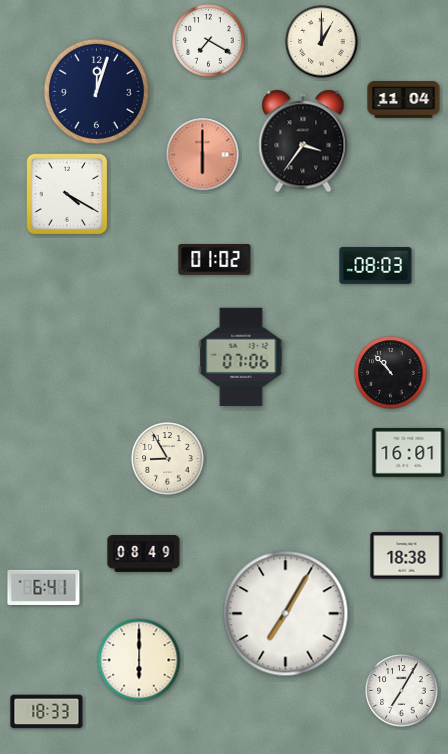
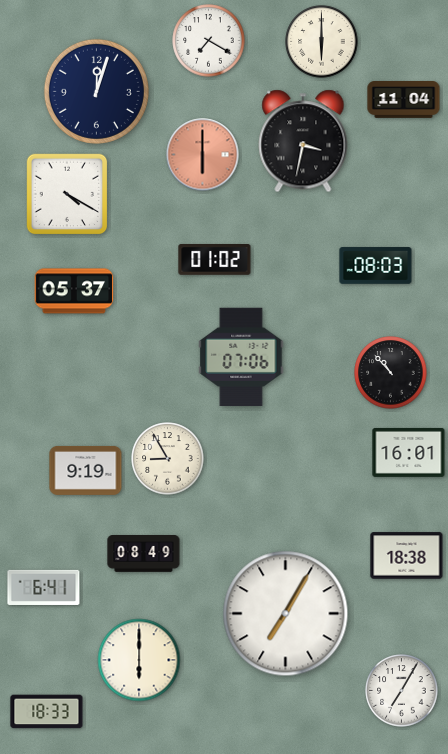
clock at (322, 42): 1:00 -> 6:00
clock at (303, 141): 3:36 -> 3:32
clock at (74, 291): none -> 05:37
clock at (86, 470): none -> 9:19
